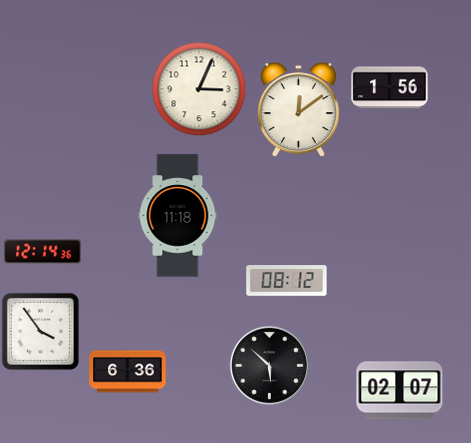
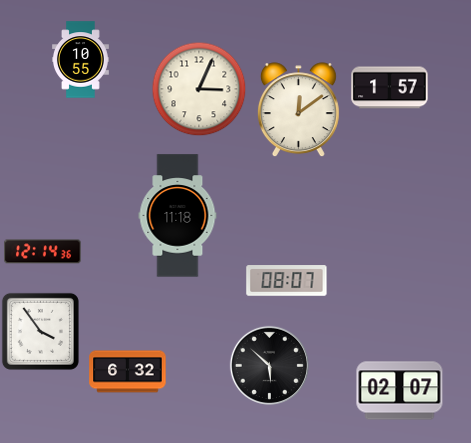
clock at (81, 60): none -> 10:55
clock at (390, 88): 1:56 -> 1:57
clock at (287, 281): 08:12 -> 08:07
clock at (128, 372): 6:36 -> 6:32
